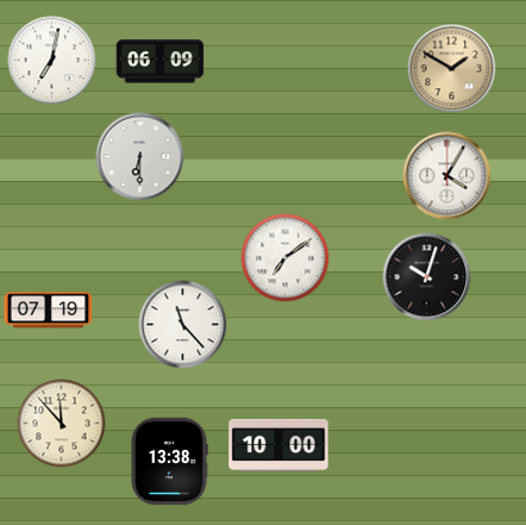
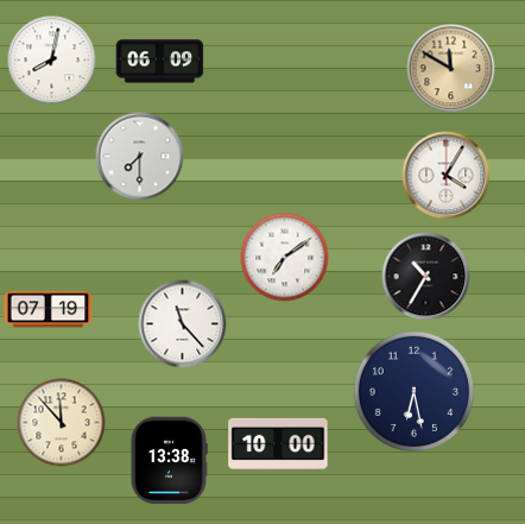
clock at (52, 61): 7:02 -> 8:02
clock at (452, 69): 1:50 -> 11:50
clock at (140, 157): 6:30 -> 7:30
clock at (427, 277): 10:03 -> 10:35
clock at (413, 391): none -> 6:28
